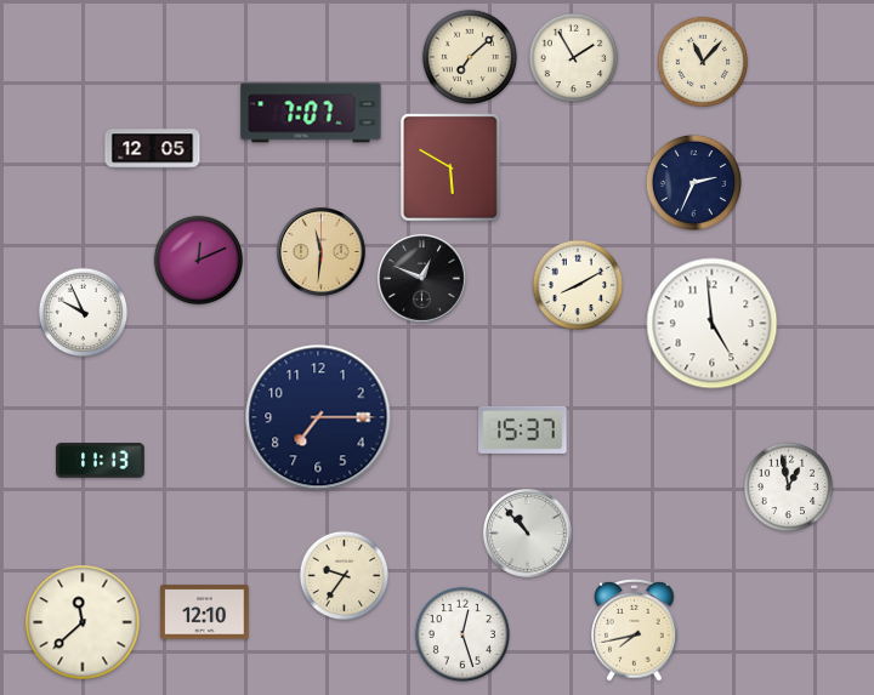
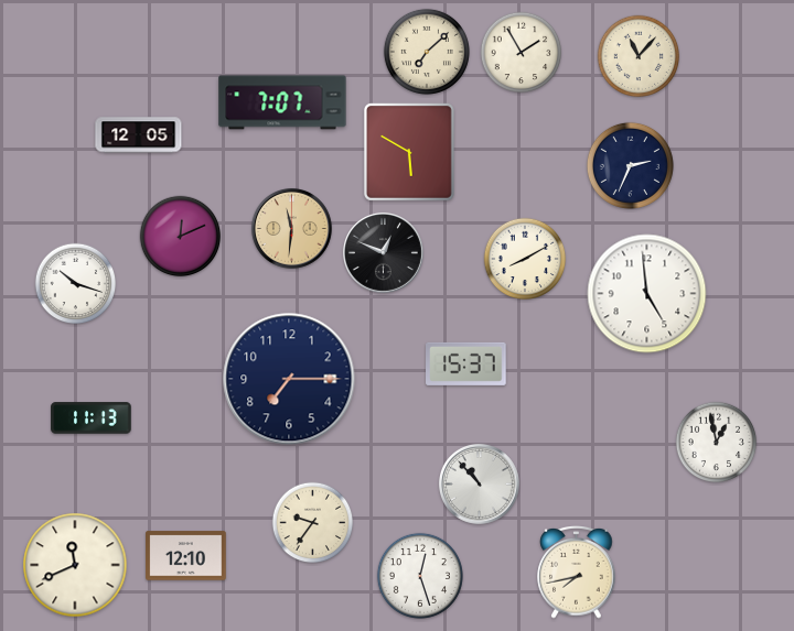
clock at (84, 313): 9:56 -> 10:18
clock at (523, 429) position: (523, 429) -> (466, 363)
clock at (83, 622): 11:38 -> 11:41
